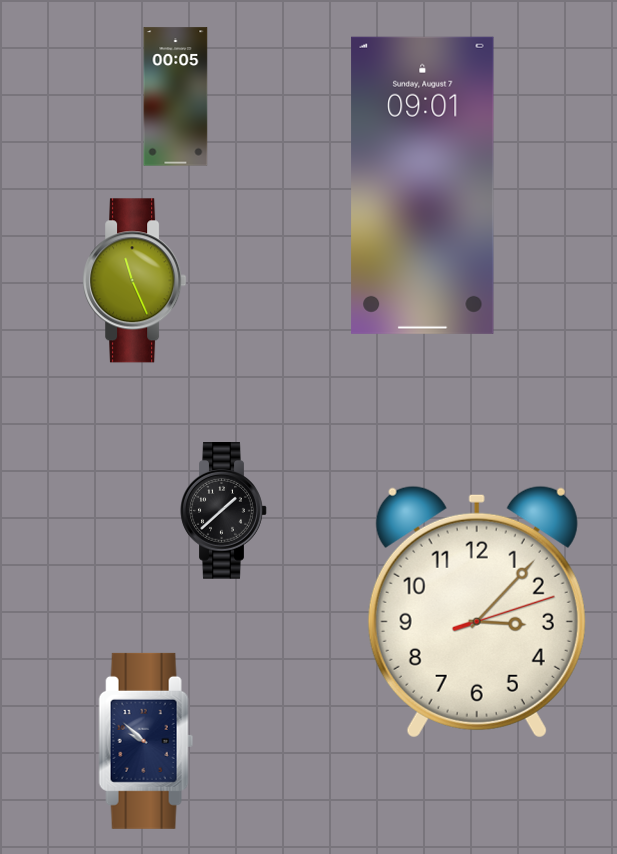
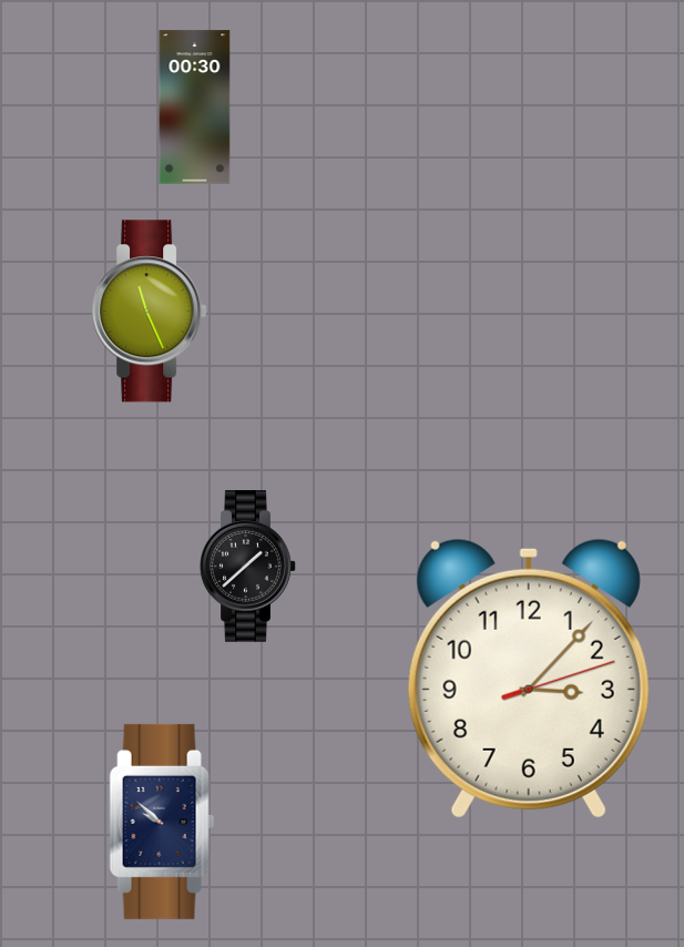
clock at (176, 97): 00:05 -> 00:30
clock at (423, 185): 09:01 -> none
